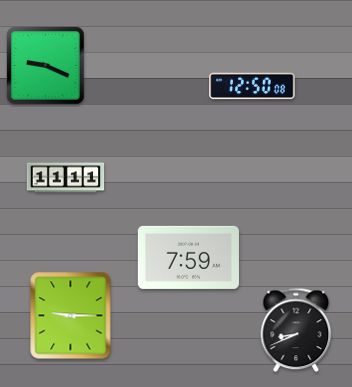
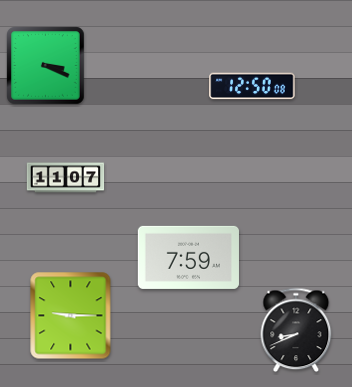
clock at (46, 66): 9:19 -> 3:19
clock at (66, 178): 11:11 -> 11:07
